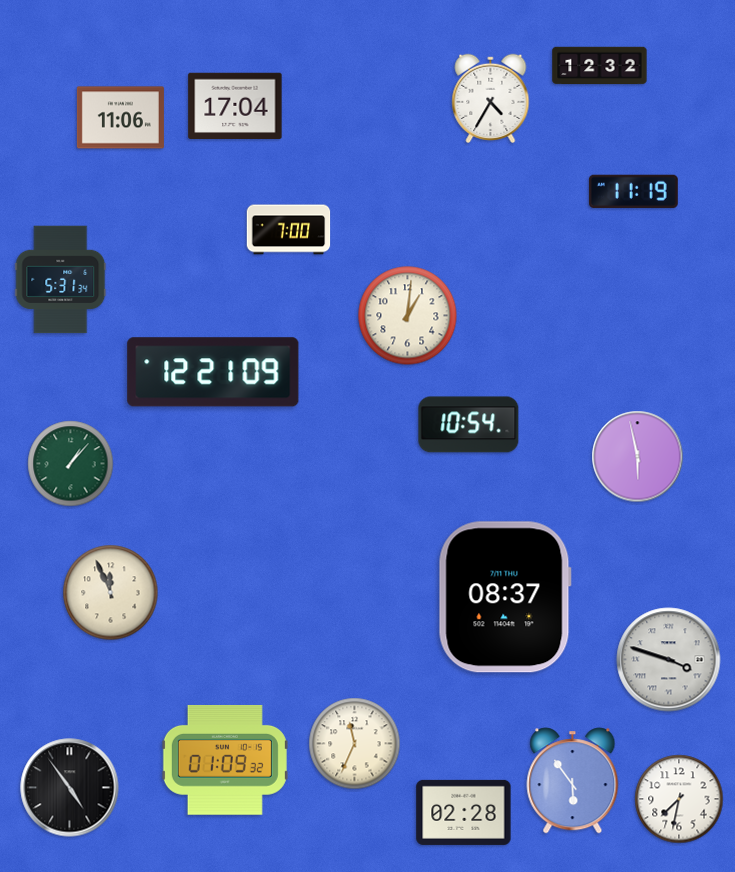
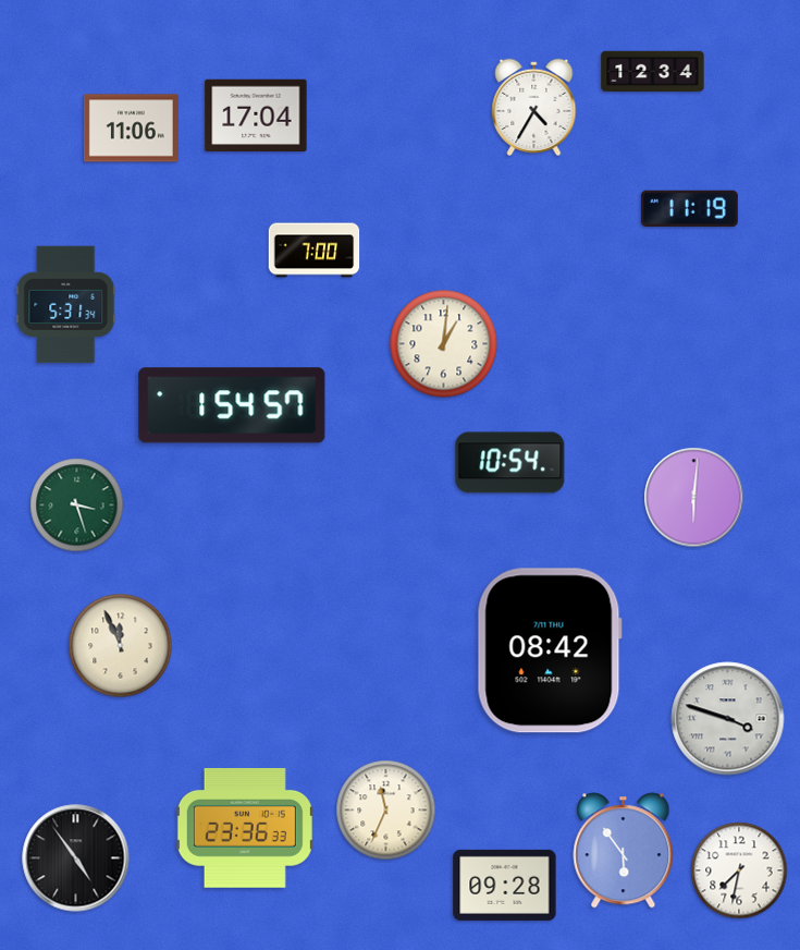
clock at (600, 66): 12:32 -> 12:34
clock at (213, 372): 12:21 -> 1:54
clock at (638, 457): 5:58 -> 6:01
clock at (71, 464): 1:07 -> 3:27
clock at (505, 597): 08:37 -> 08:42
clock at (225, 760): 01:09 -> 23:36
clock at (464, 812): 02:28 -> 09:28
